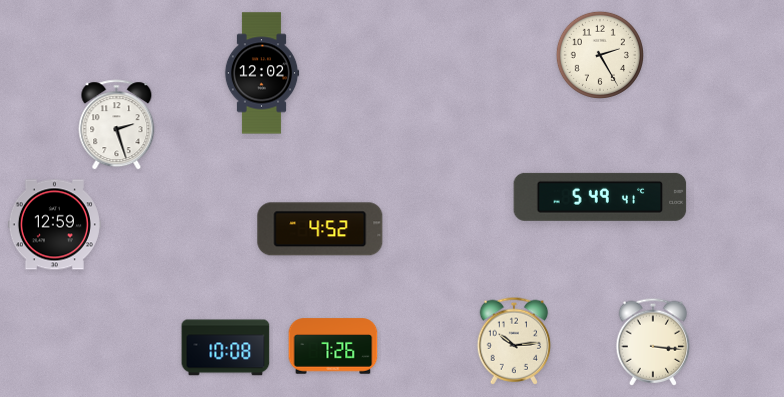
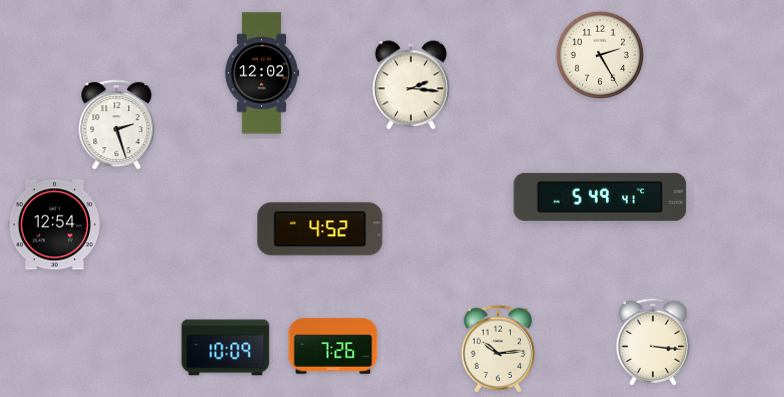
clock at (411, 85): none -> 2:16
clock at (54, 225): 12:59 -> 12:54
clock at (514, 341) position: (514, 341) -> (498, 349)
clock at (226, 348): 10:08 -> 10:09
